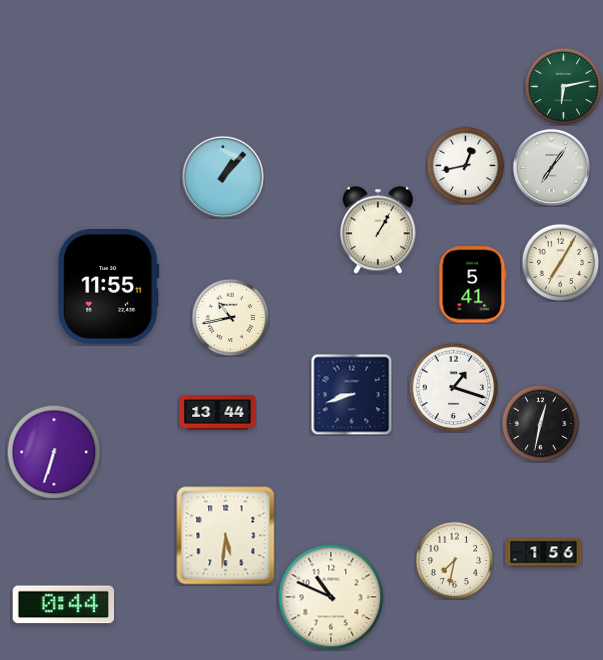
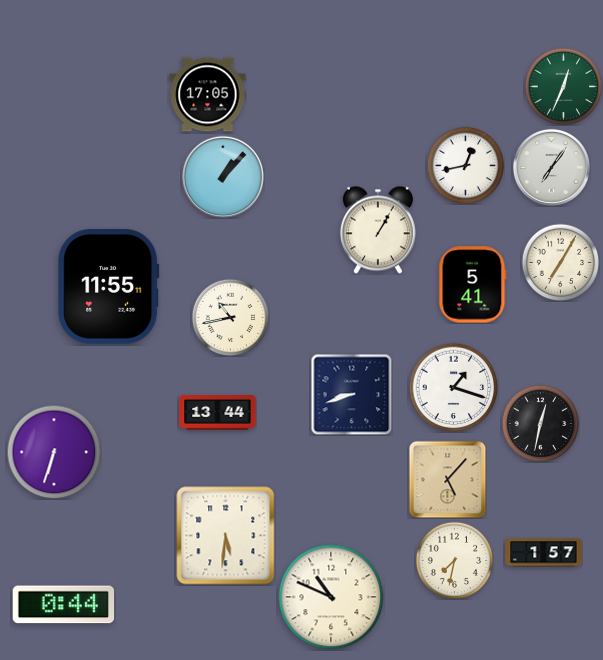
clock at (563, 86): 6:13 -> 12:34
clock at (208, 95): none -> 17:05
clock at (447, 479): none -> 5:07
clock at (544, 553): 1:56 -> 1:57
